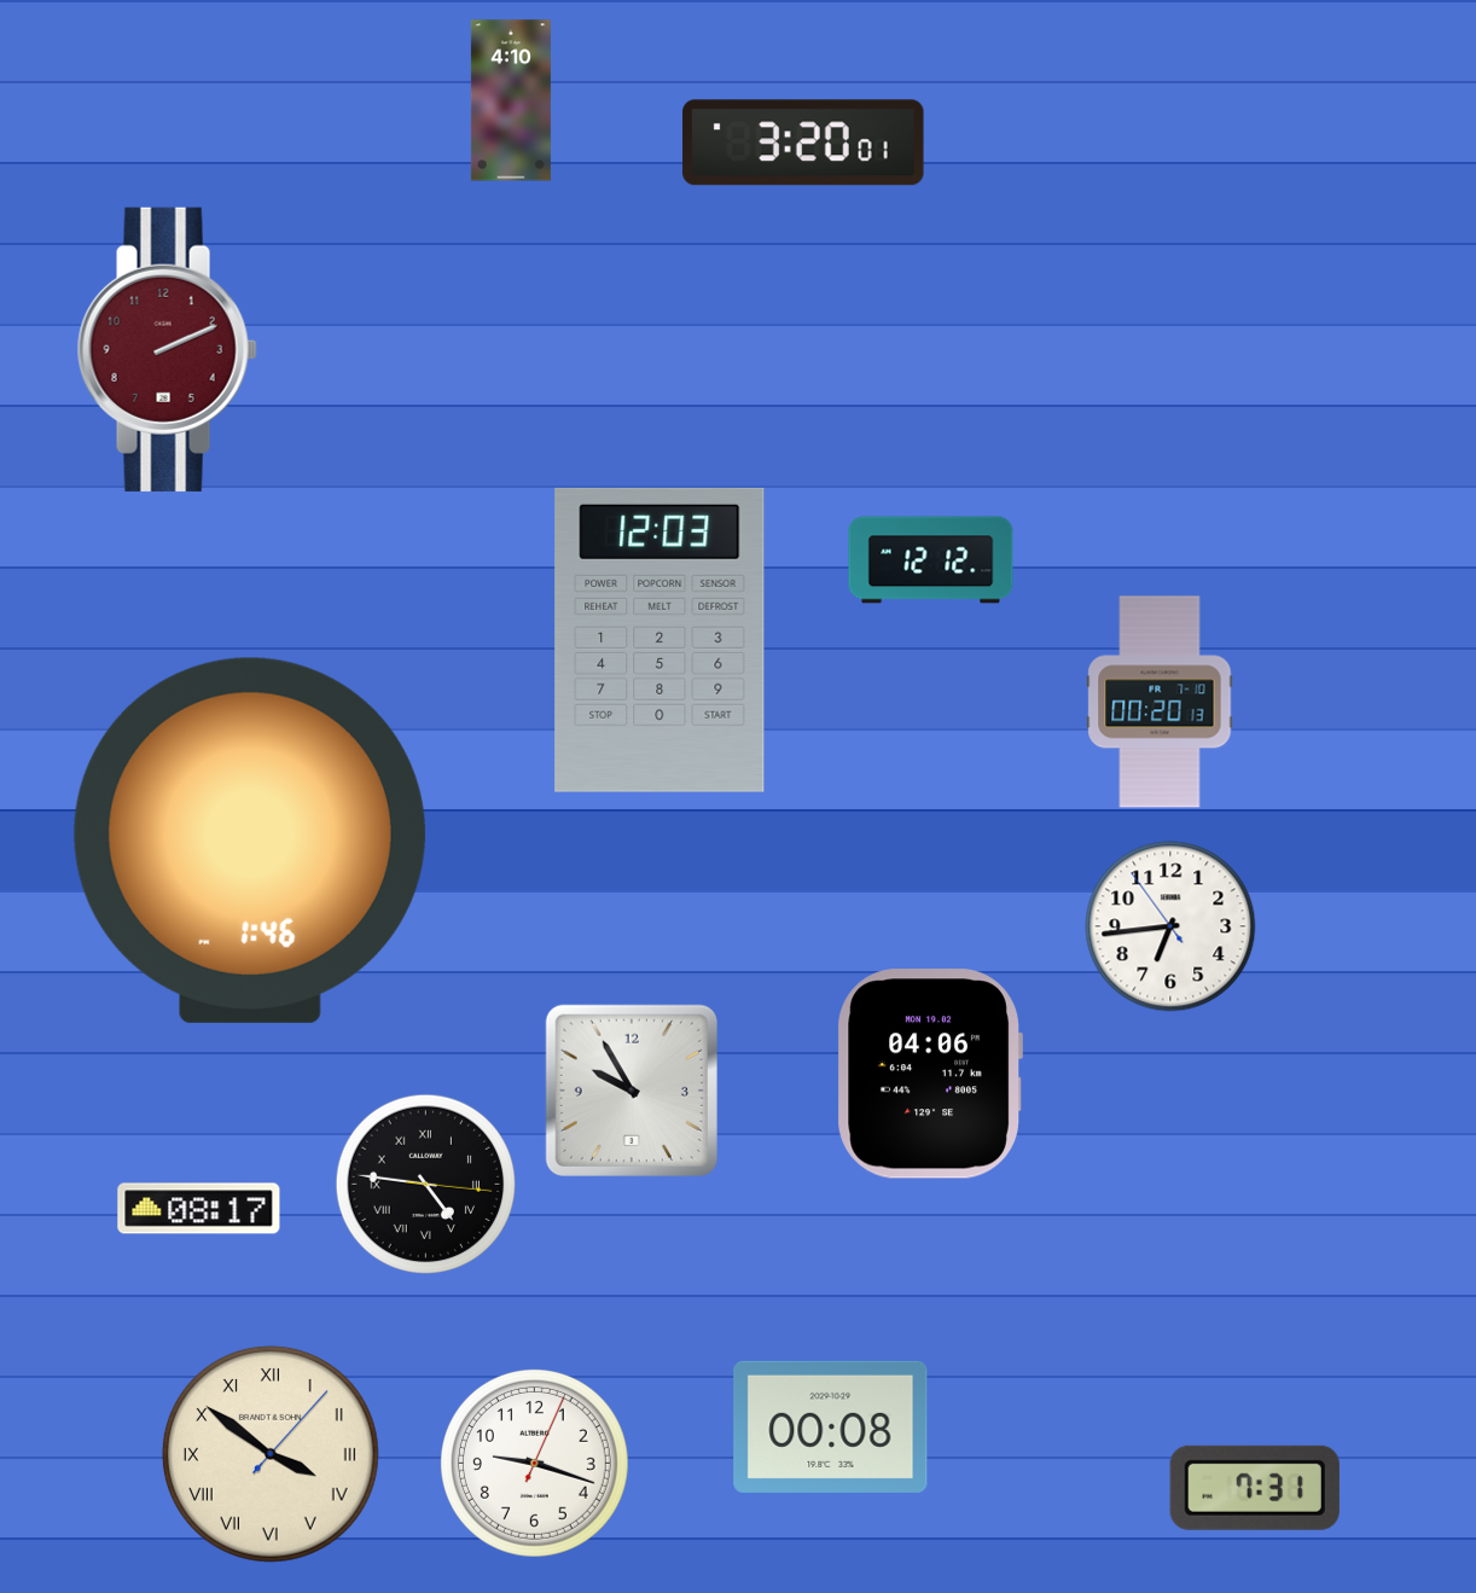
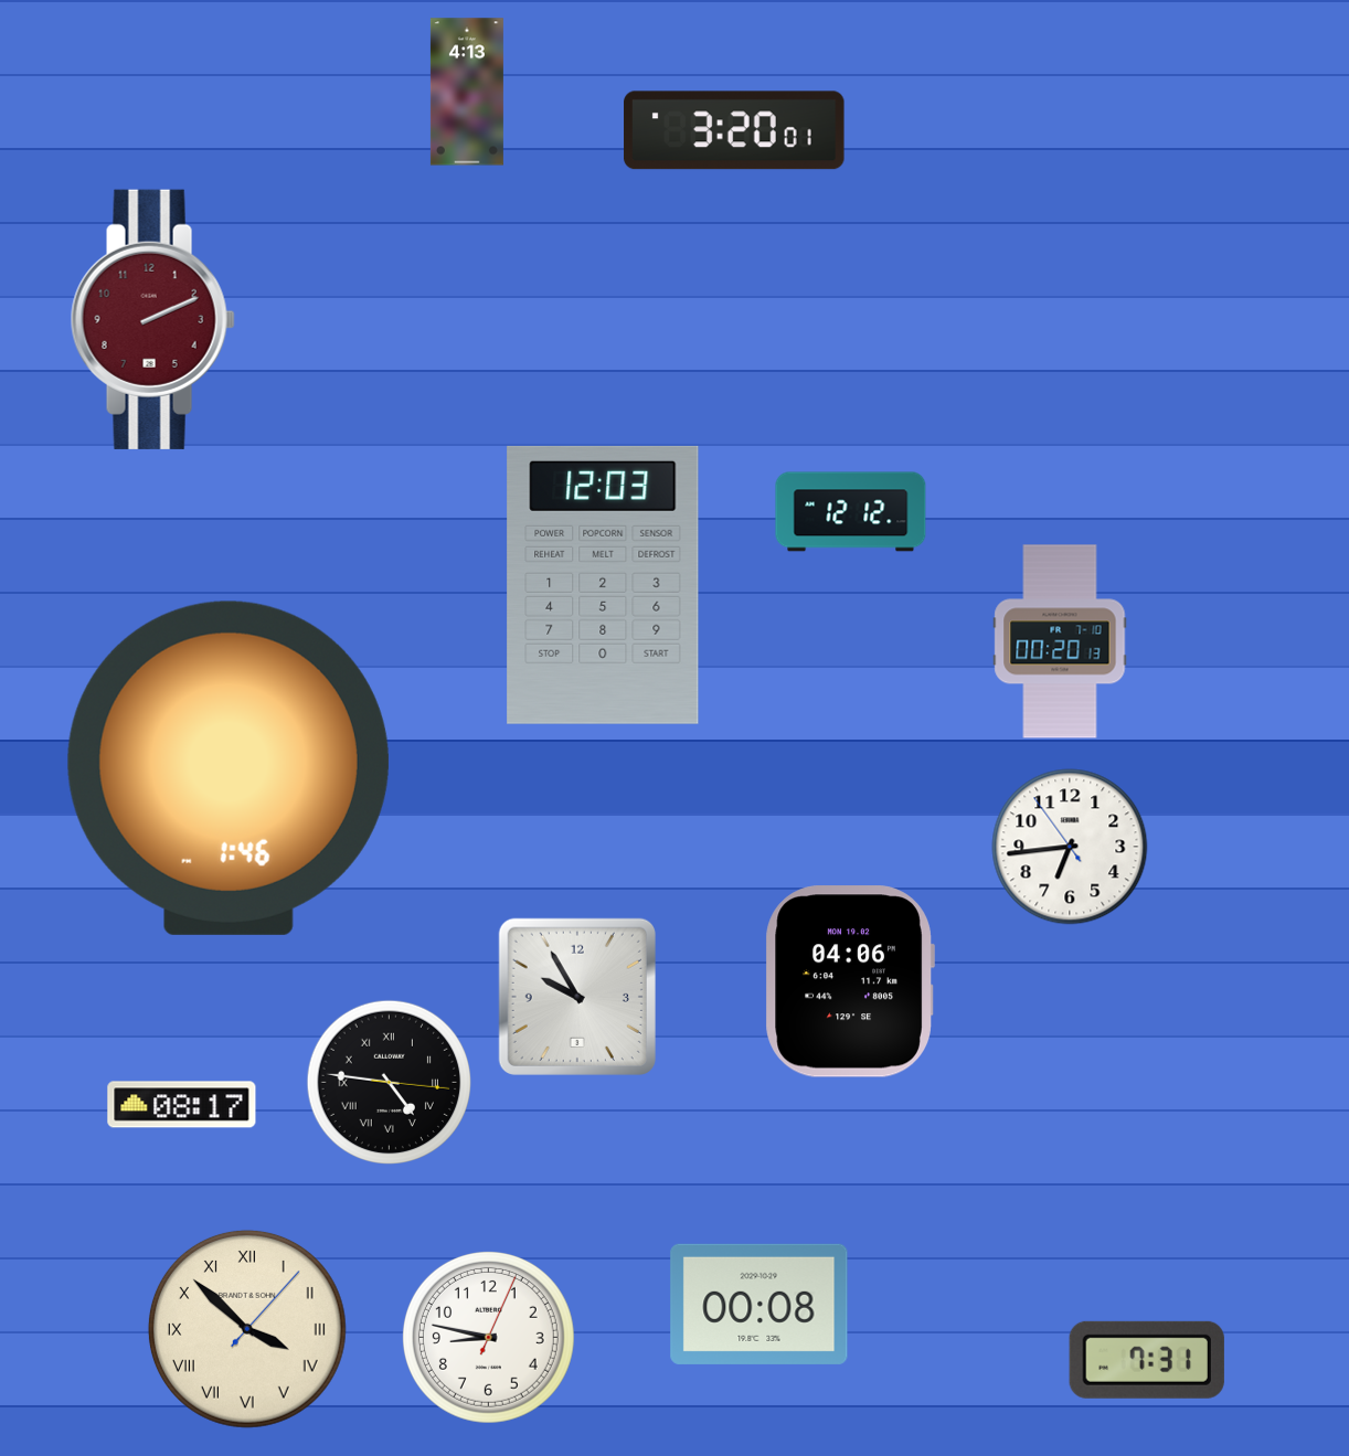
clock at (511, 100): 4:10 -> 4:13
clock at (271, 1454): 3:51 -> 3:52
clock at (534, 1463): 9:18 -> 8:47
